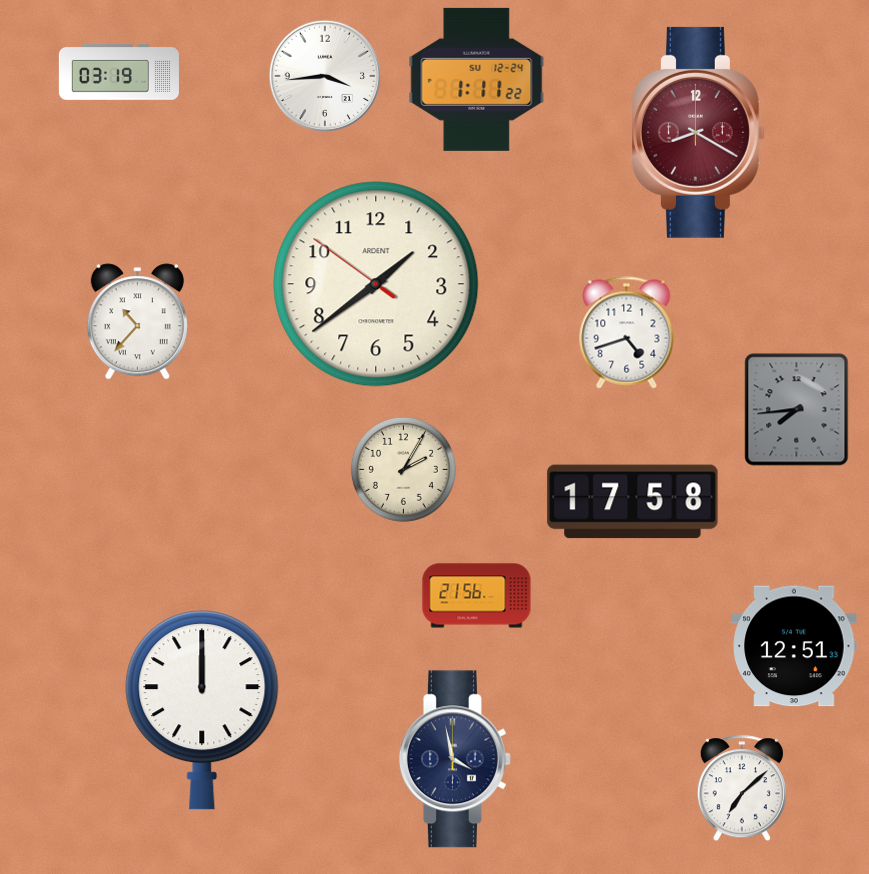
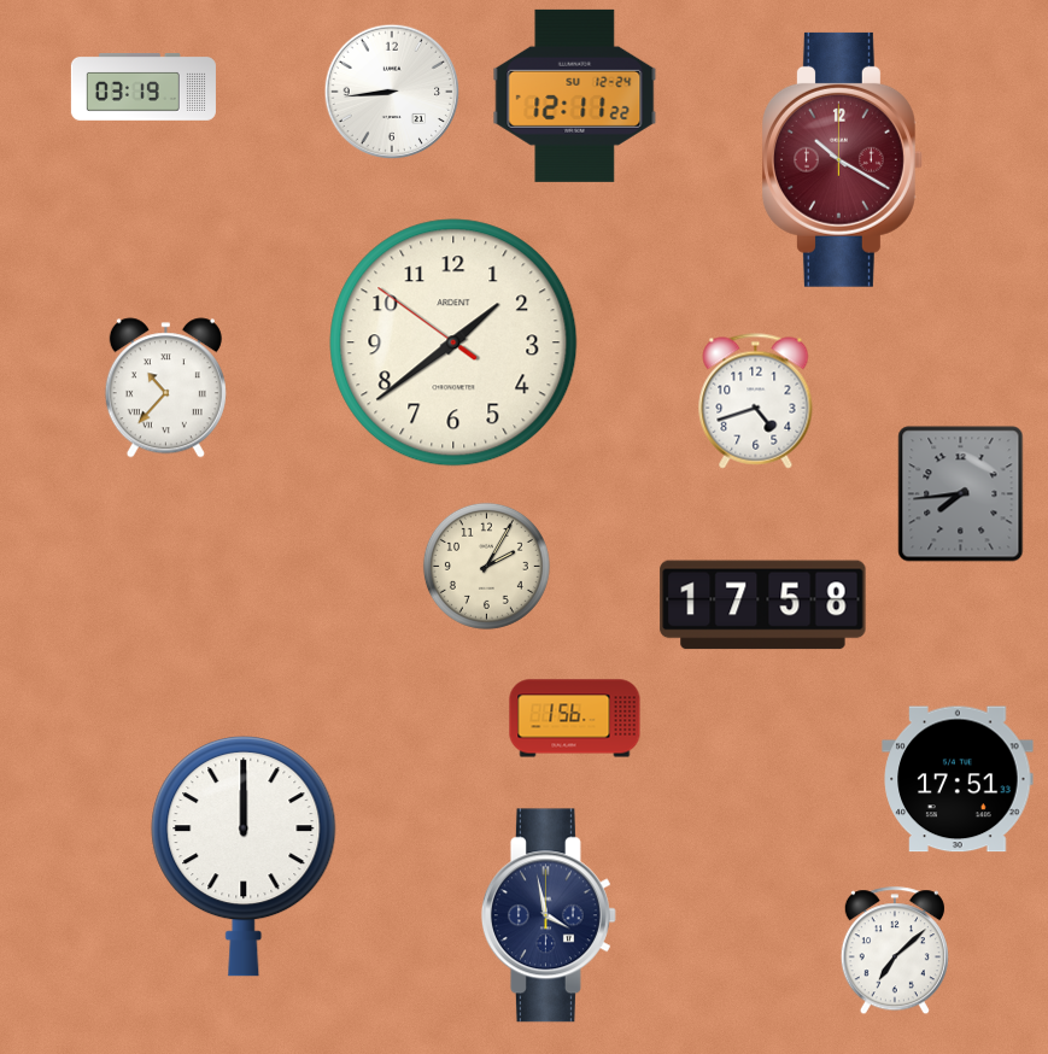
clock at (324, 75): 3:44 -> 8:44
clock at (477, 79): 1:11 -> 12:11
clock at (699, 132): 8:20 -> 10:20
clock at (477, 596): 21:56 -> 1:56
clock at (794, 646): 12:51 -> 17:51
